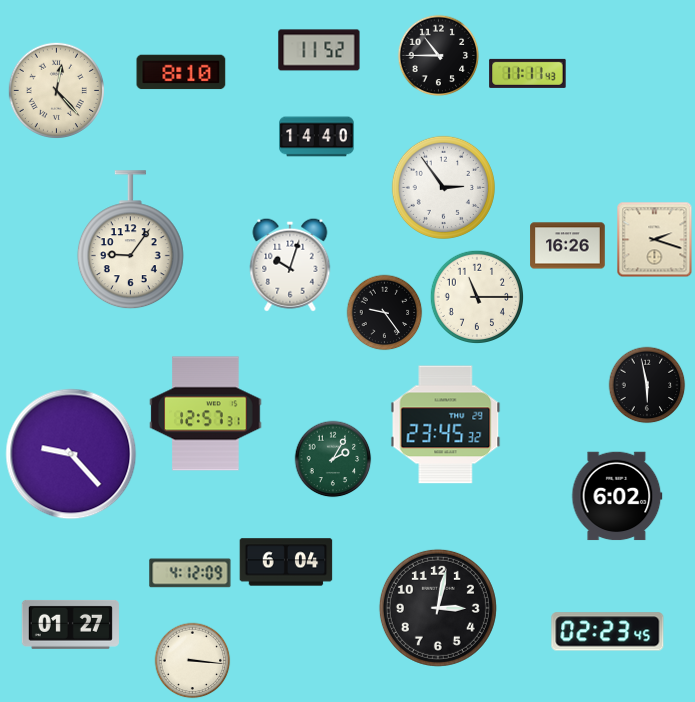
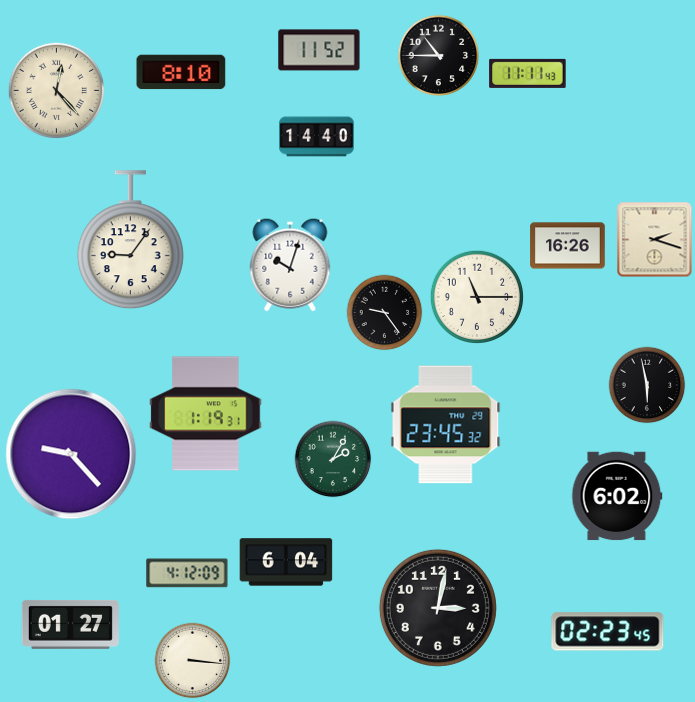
clock at (443, 187): 2:54 -> none
clock at (206, 414): 12:57 -> 1:19
clock at (190, 573) position: (190, 573) -> (187, 573)
